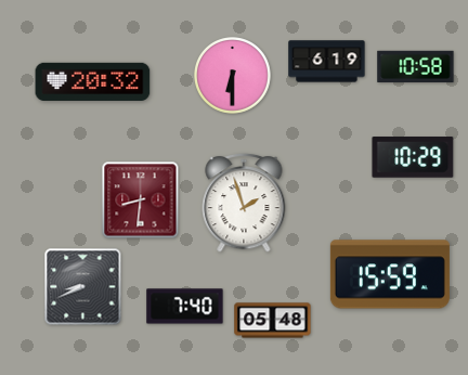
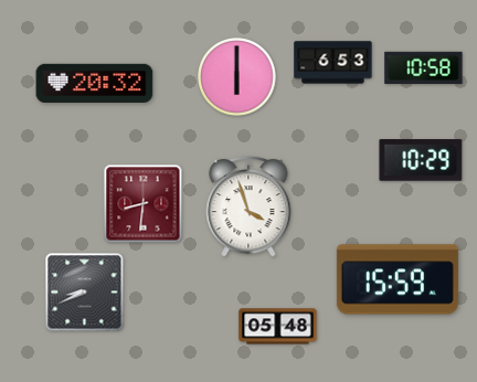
clock at (327, 62): 6:19 -> 6:53
clock at (233, 76): 6:30 -> 6:00
clock at (244, 203): 1:57 -> 3:57
clock at (185, 307): 7:40 -> none
